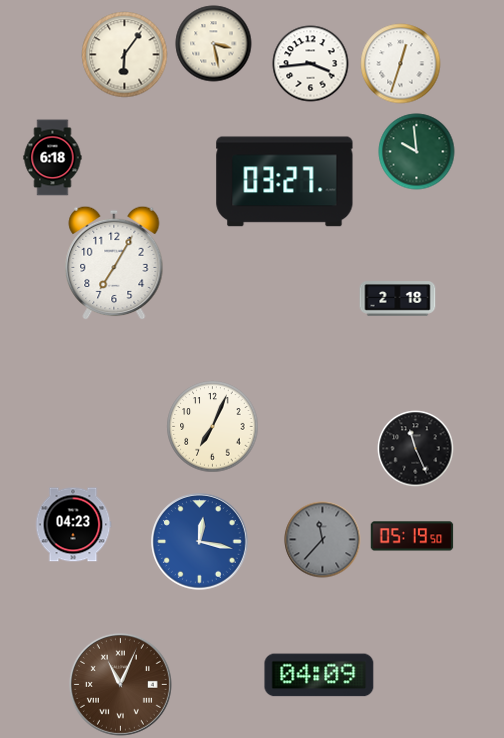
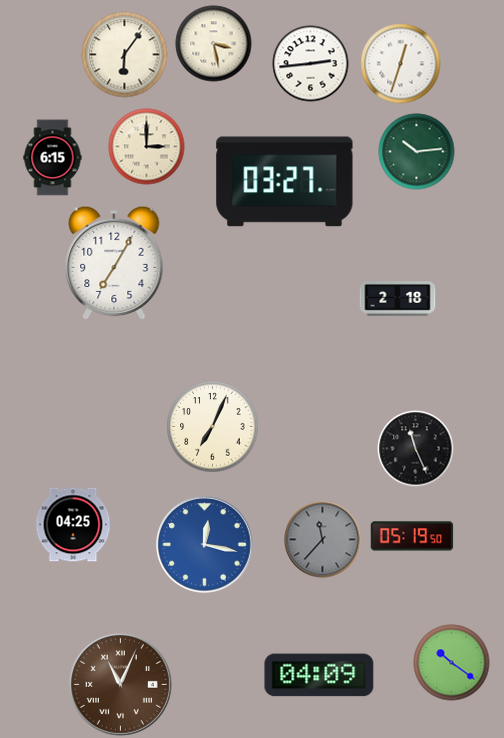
clock at (311, 64): 3:44 -> 2:44
clock at (147, 147): none -> 3:00
clock at (417, 152): 9:59 -> 10:14
clock at (53, 158): 6:18 -> 6:15
clock at (73, 525): 04:23 -> 04:25
clock at (200, 542) position: (200, 542) -> (205, 545)
clock at (452, 663): none -> 10:21
